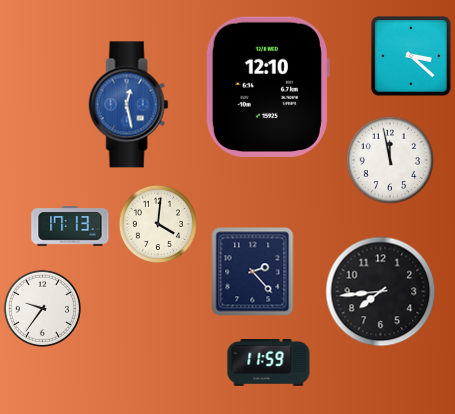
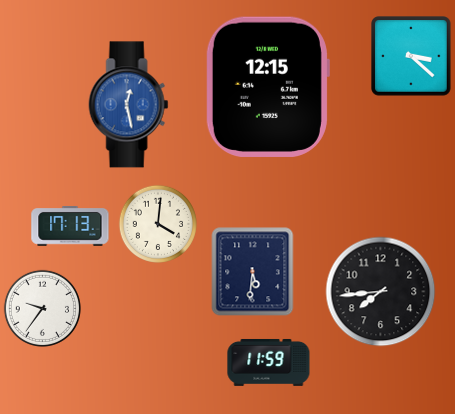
clock at (267, 87): 12:10 -> 12:15
clock at (390, 160): 11:58 -> none
clock at (253, 272): 2:23 -> 5:31
